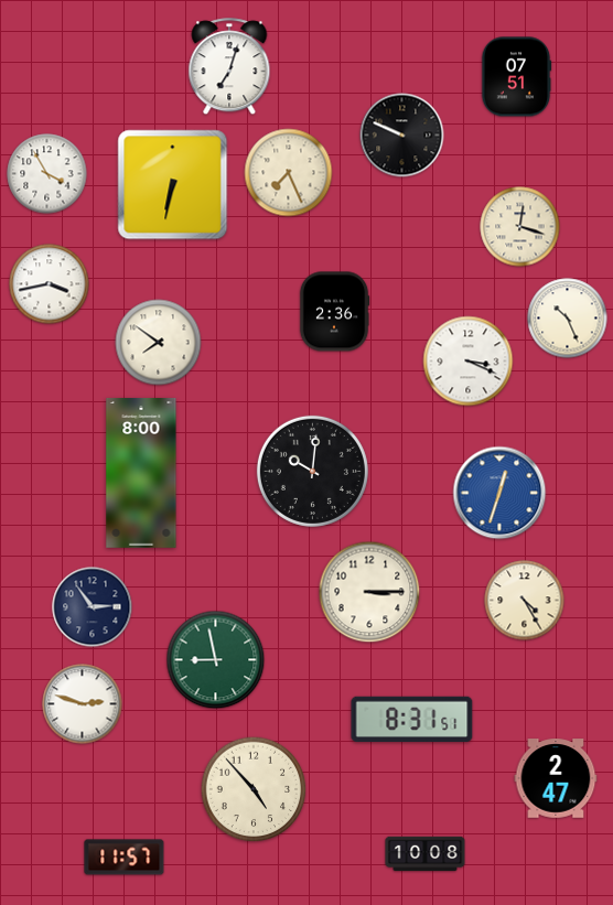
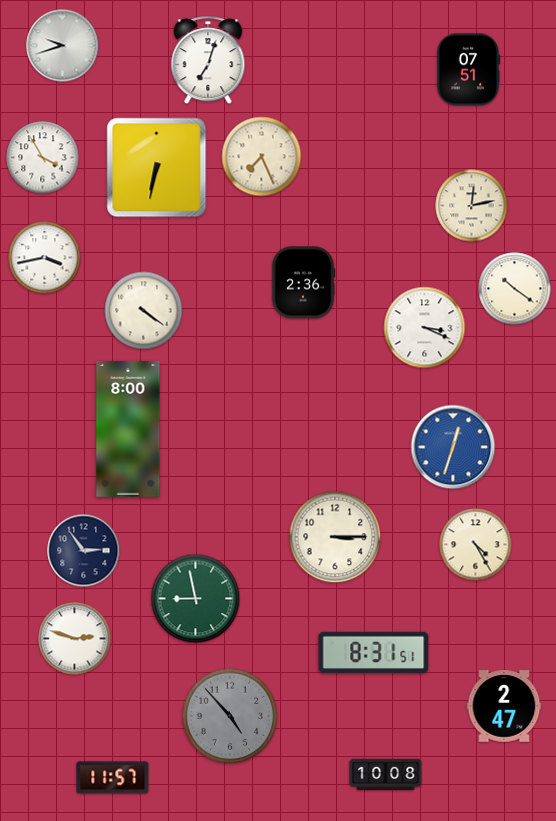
clock at (63, 46): none -> 9:42
clock at (402, 136): 9:49 -> none
clock at (520, 227): 12:18 -> 12:13
clock at (568, 319): 10:26 -> 10:21
clock at (159, 343): 7:51 -> 4:21
clock at (312, 471): 10:01 -> none
clock at (254, 789) dial: cream -> grey
